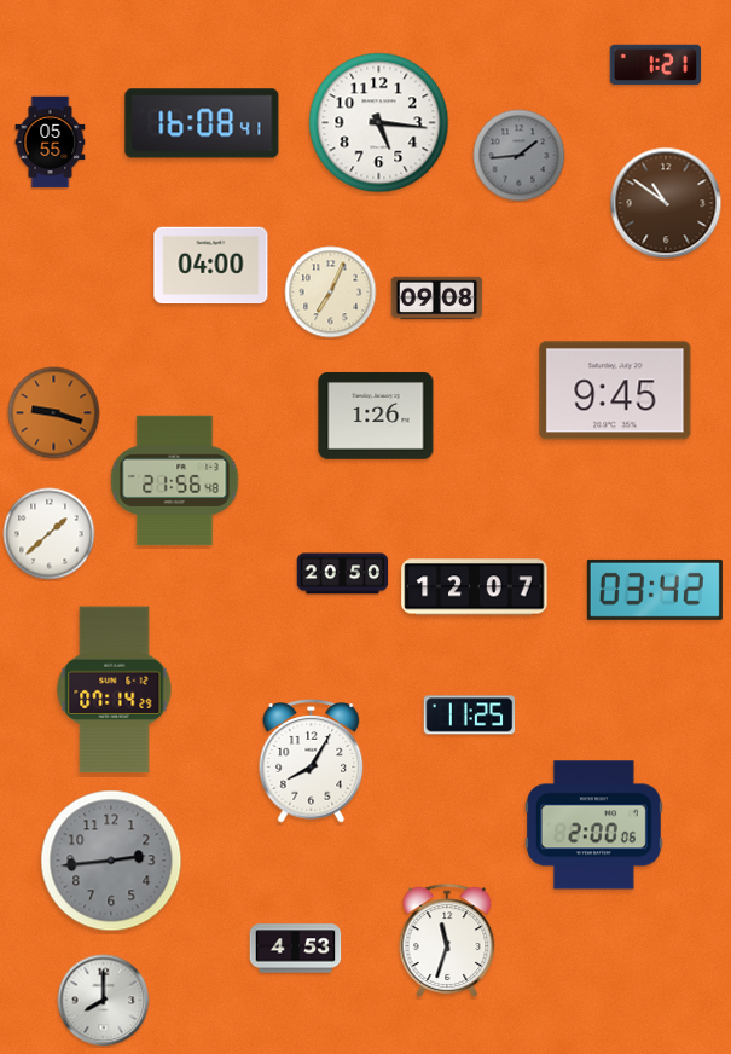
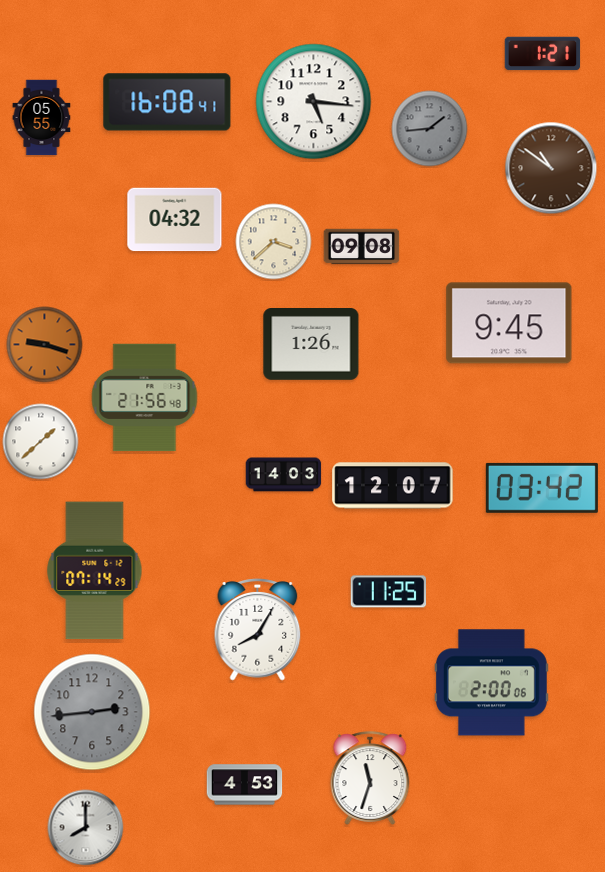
clock at (211, 266): 04:00 -> 04:32
clock at (331, 293): 7:04 -> 3:38
clock at (54, 413) position: (54, 413) -> (45, 345)
clock at (343, 574): 20:50 -> 14:03
